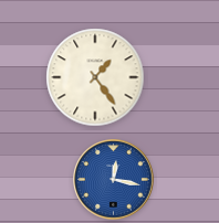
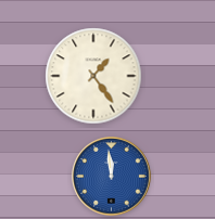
clock at (114, 180): 12:17 -> 11:59
